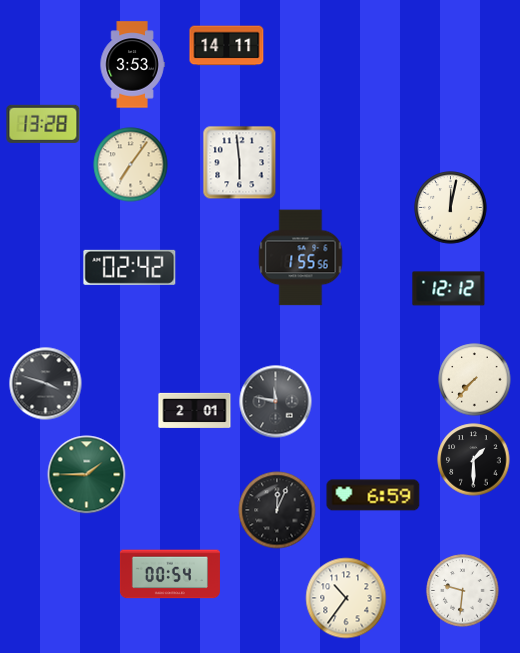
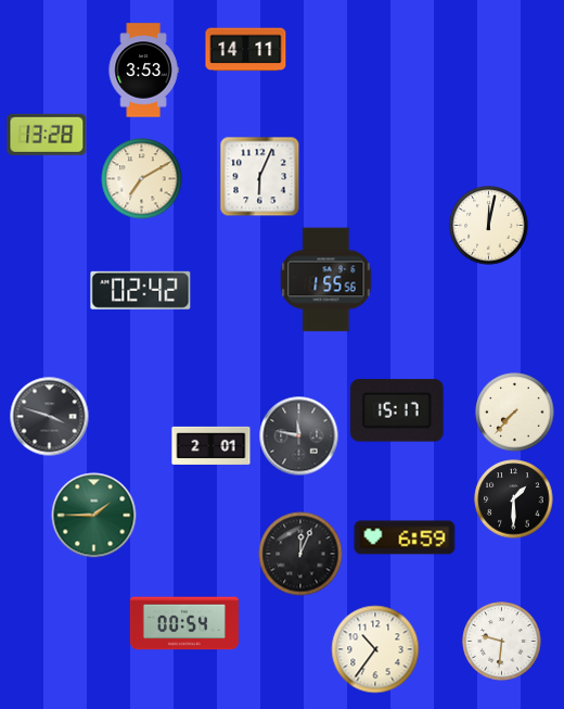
clock at (240, 163): 5:59 -> 6:04
clock at (131, 165): 7:06 -> 7:10
clock at (449, 289): 12:12 -> none
clock at (397, 410): none -> 15:17
